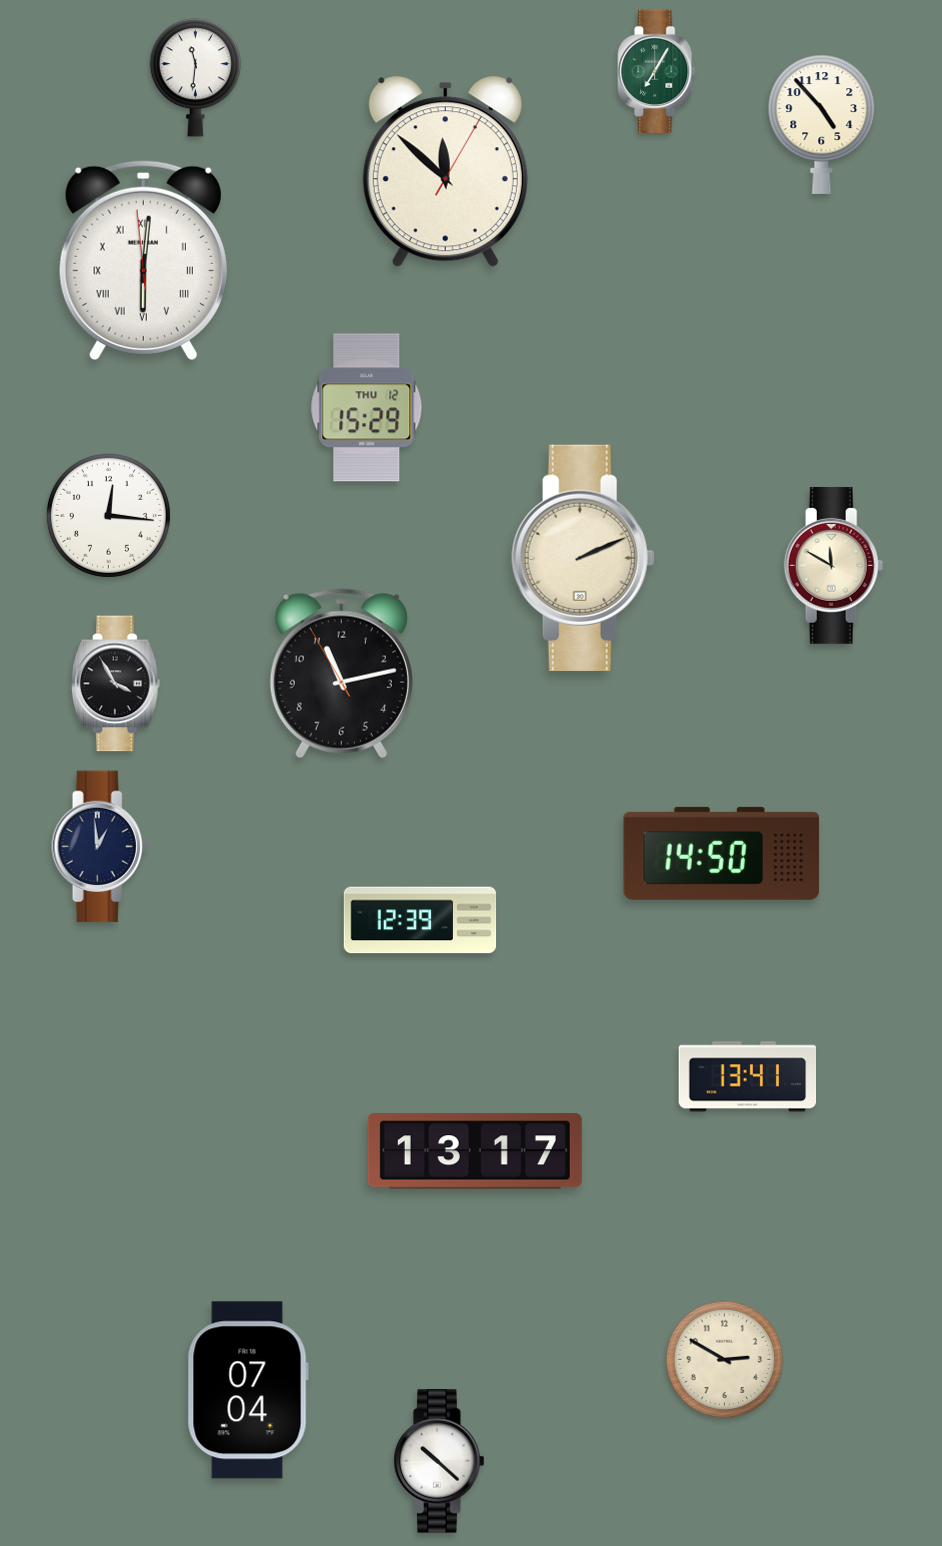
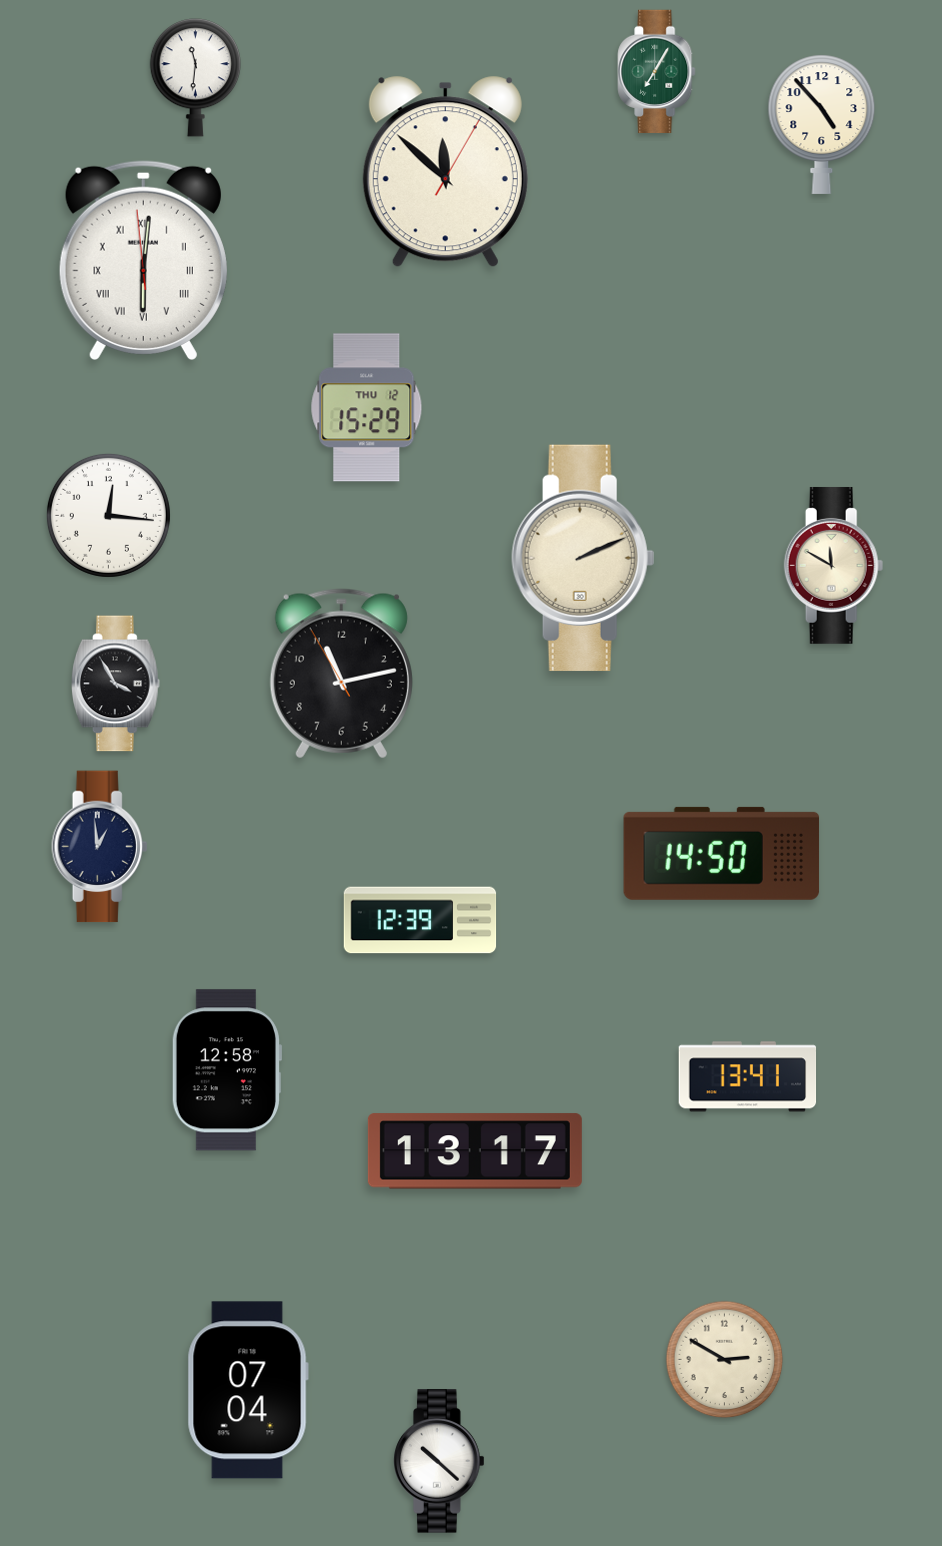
clock at (226, 1070): none -> 12:58
